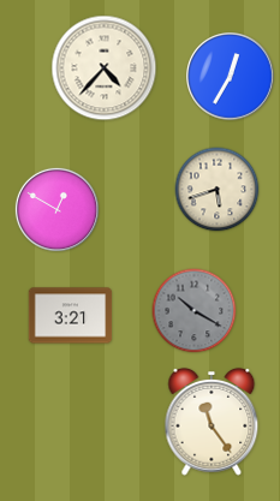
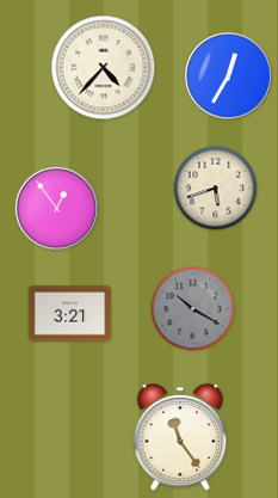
clock at (56, 209): 12:50 -> 12:54
clock at (212, 422) position: (212, 422) -> (180, 437)
